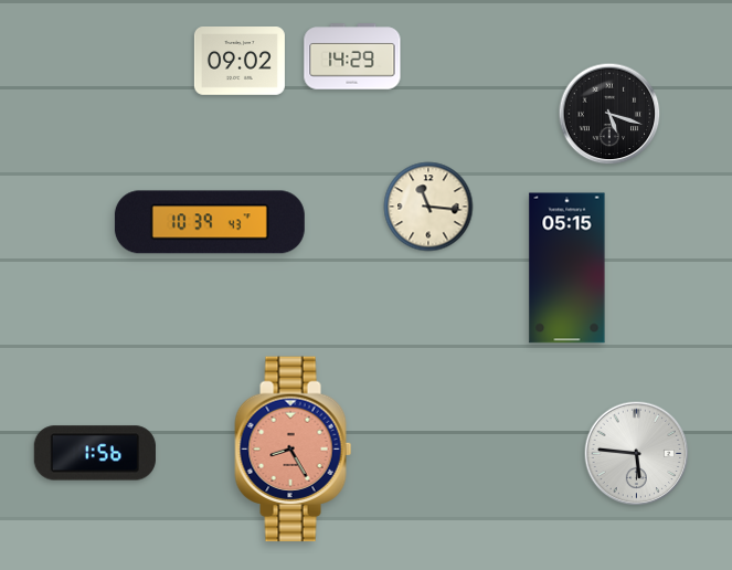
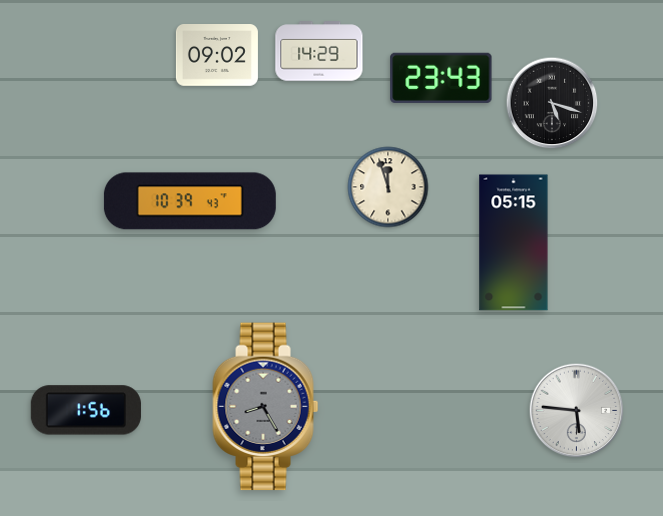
clock at (441, 78): none -> 23:43
clock at (428, 207): 11:16 -> 11:57
clock at (294, 450) dial: salmon -> grey
